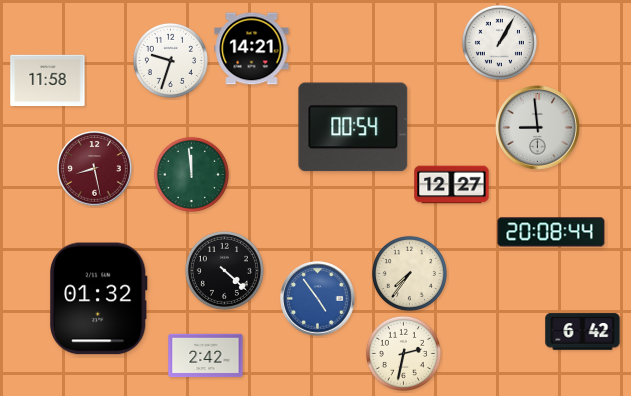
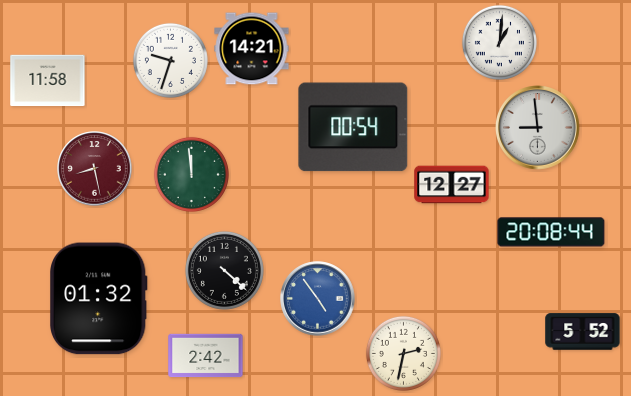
clock at (499, 42): 1:05 -> 1:01
clock at (409, 273): 7:36 -> none
clock at (583, 332): 6:42 -> 5:52
